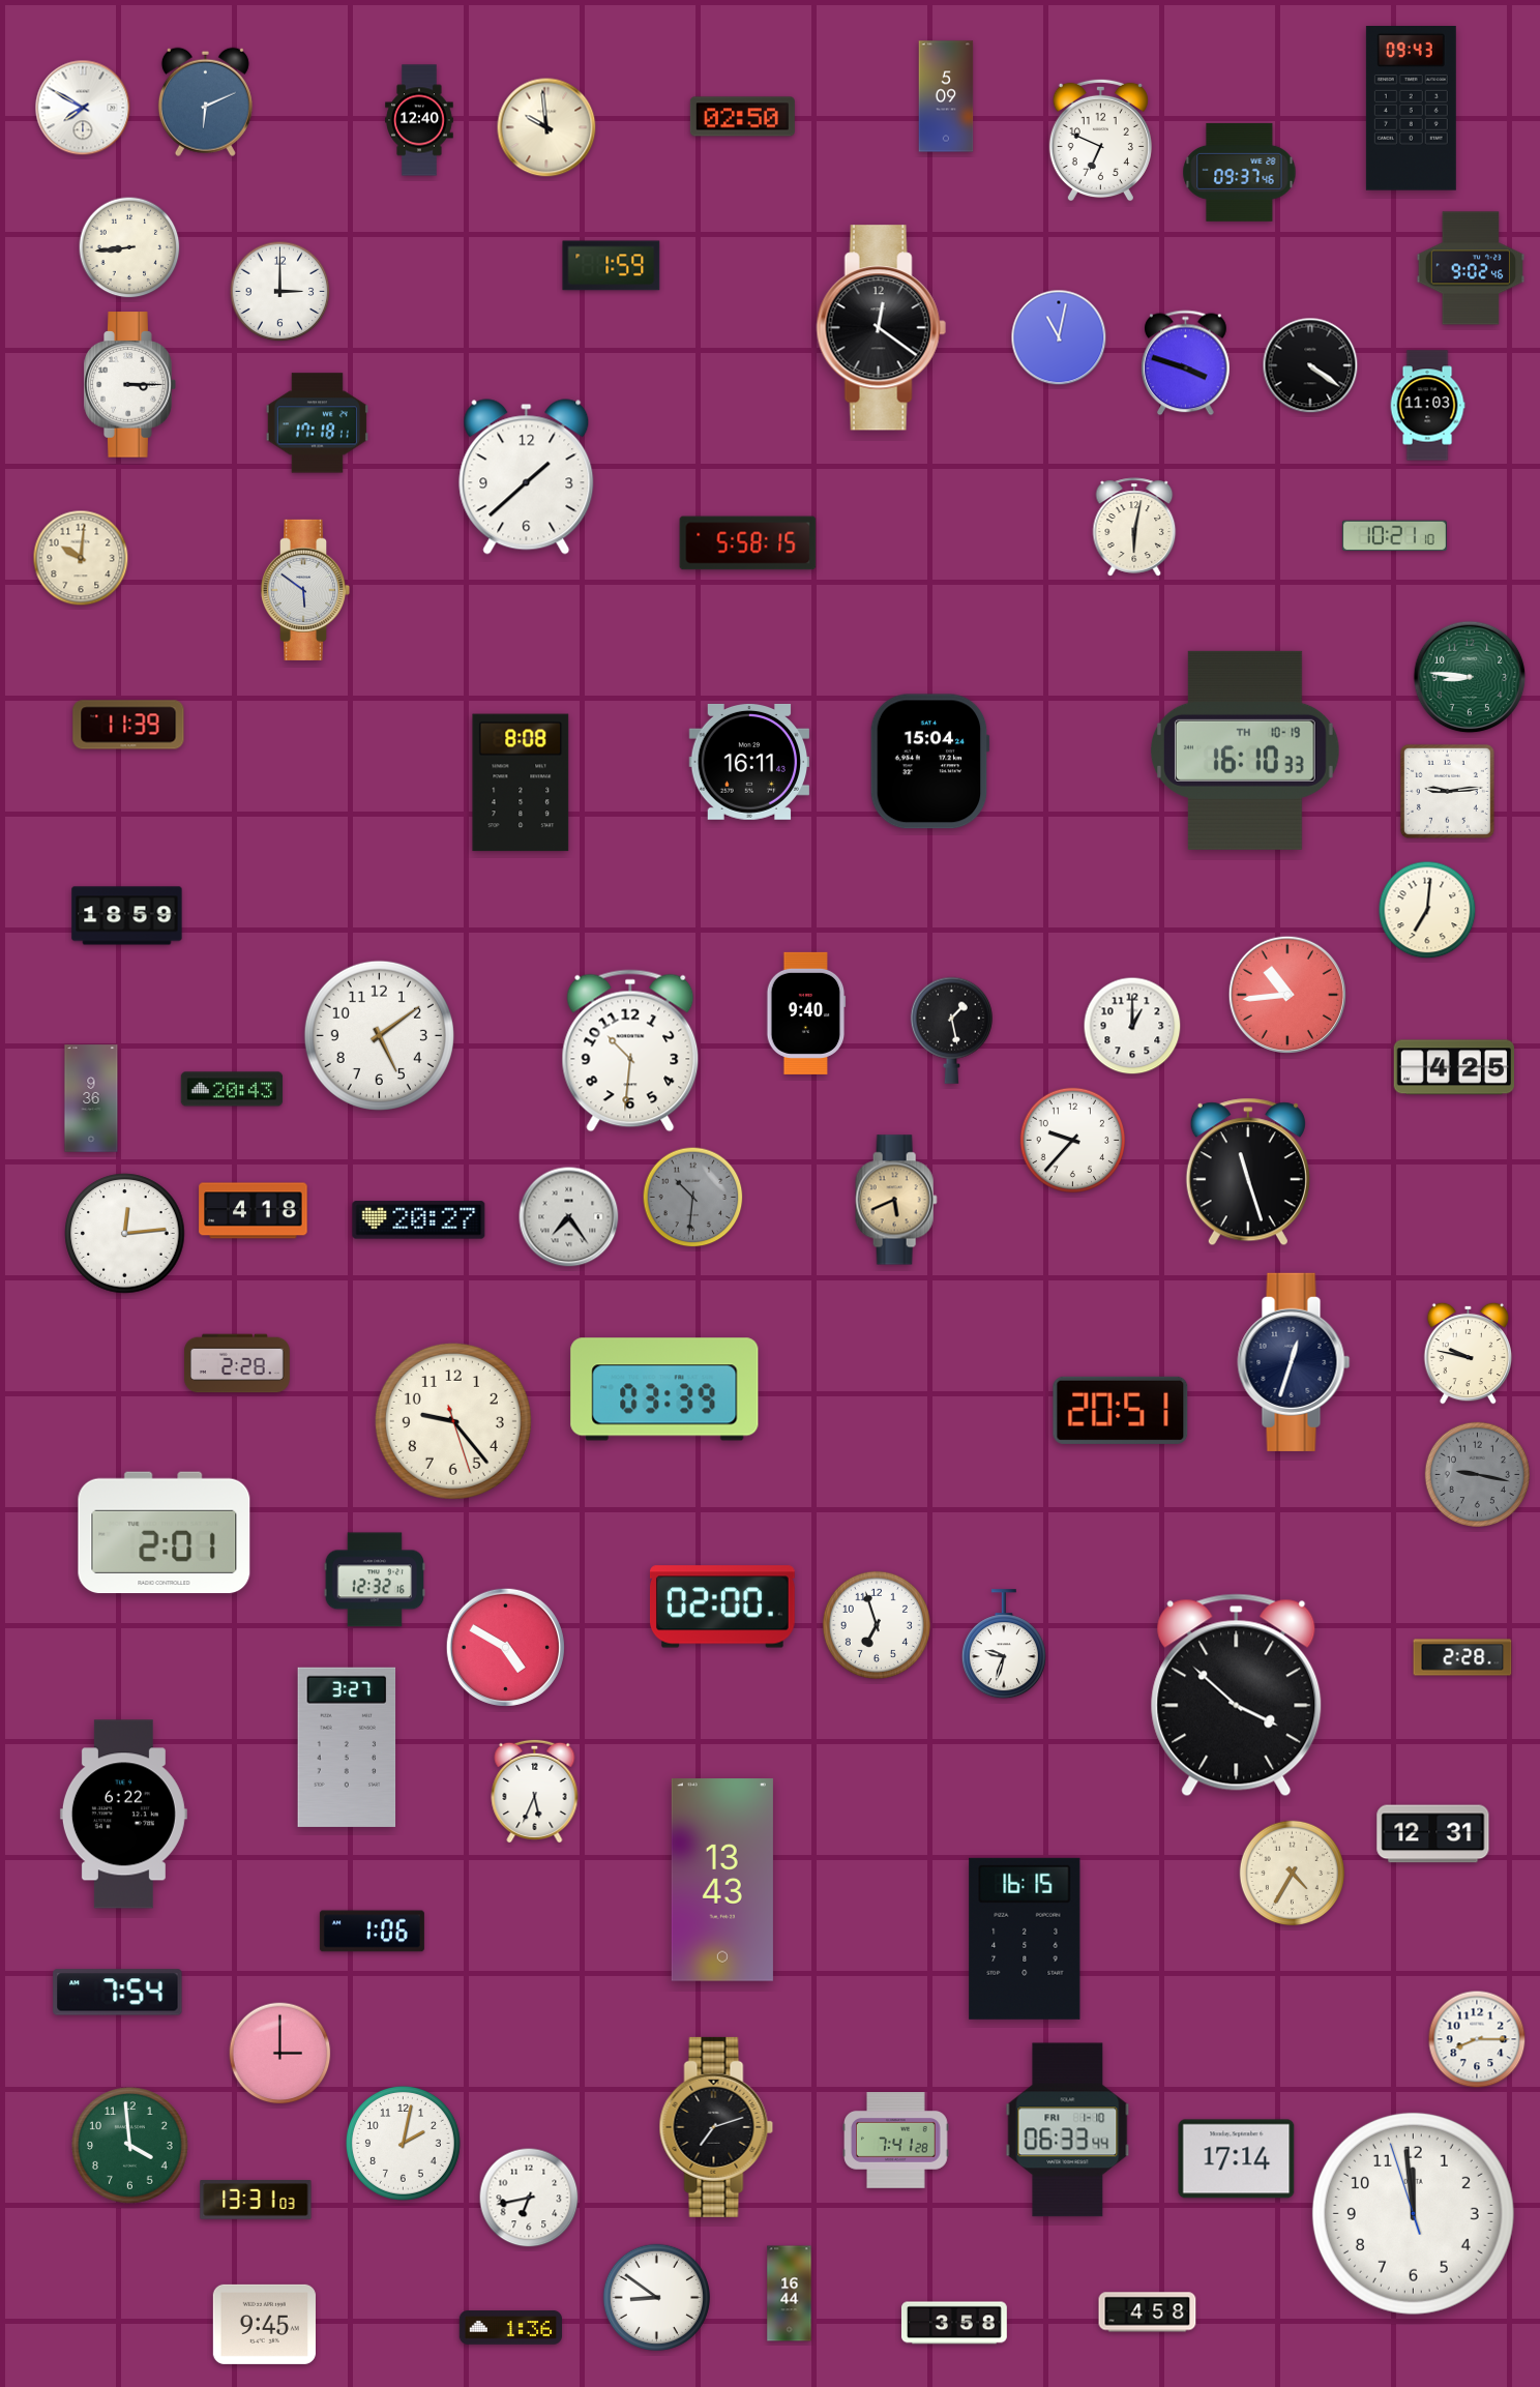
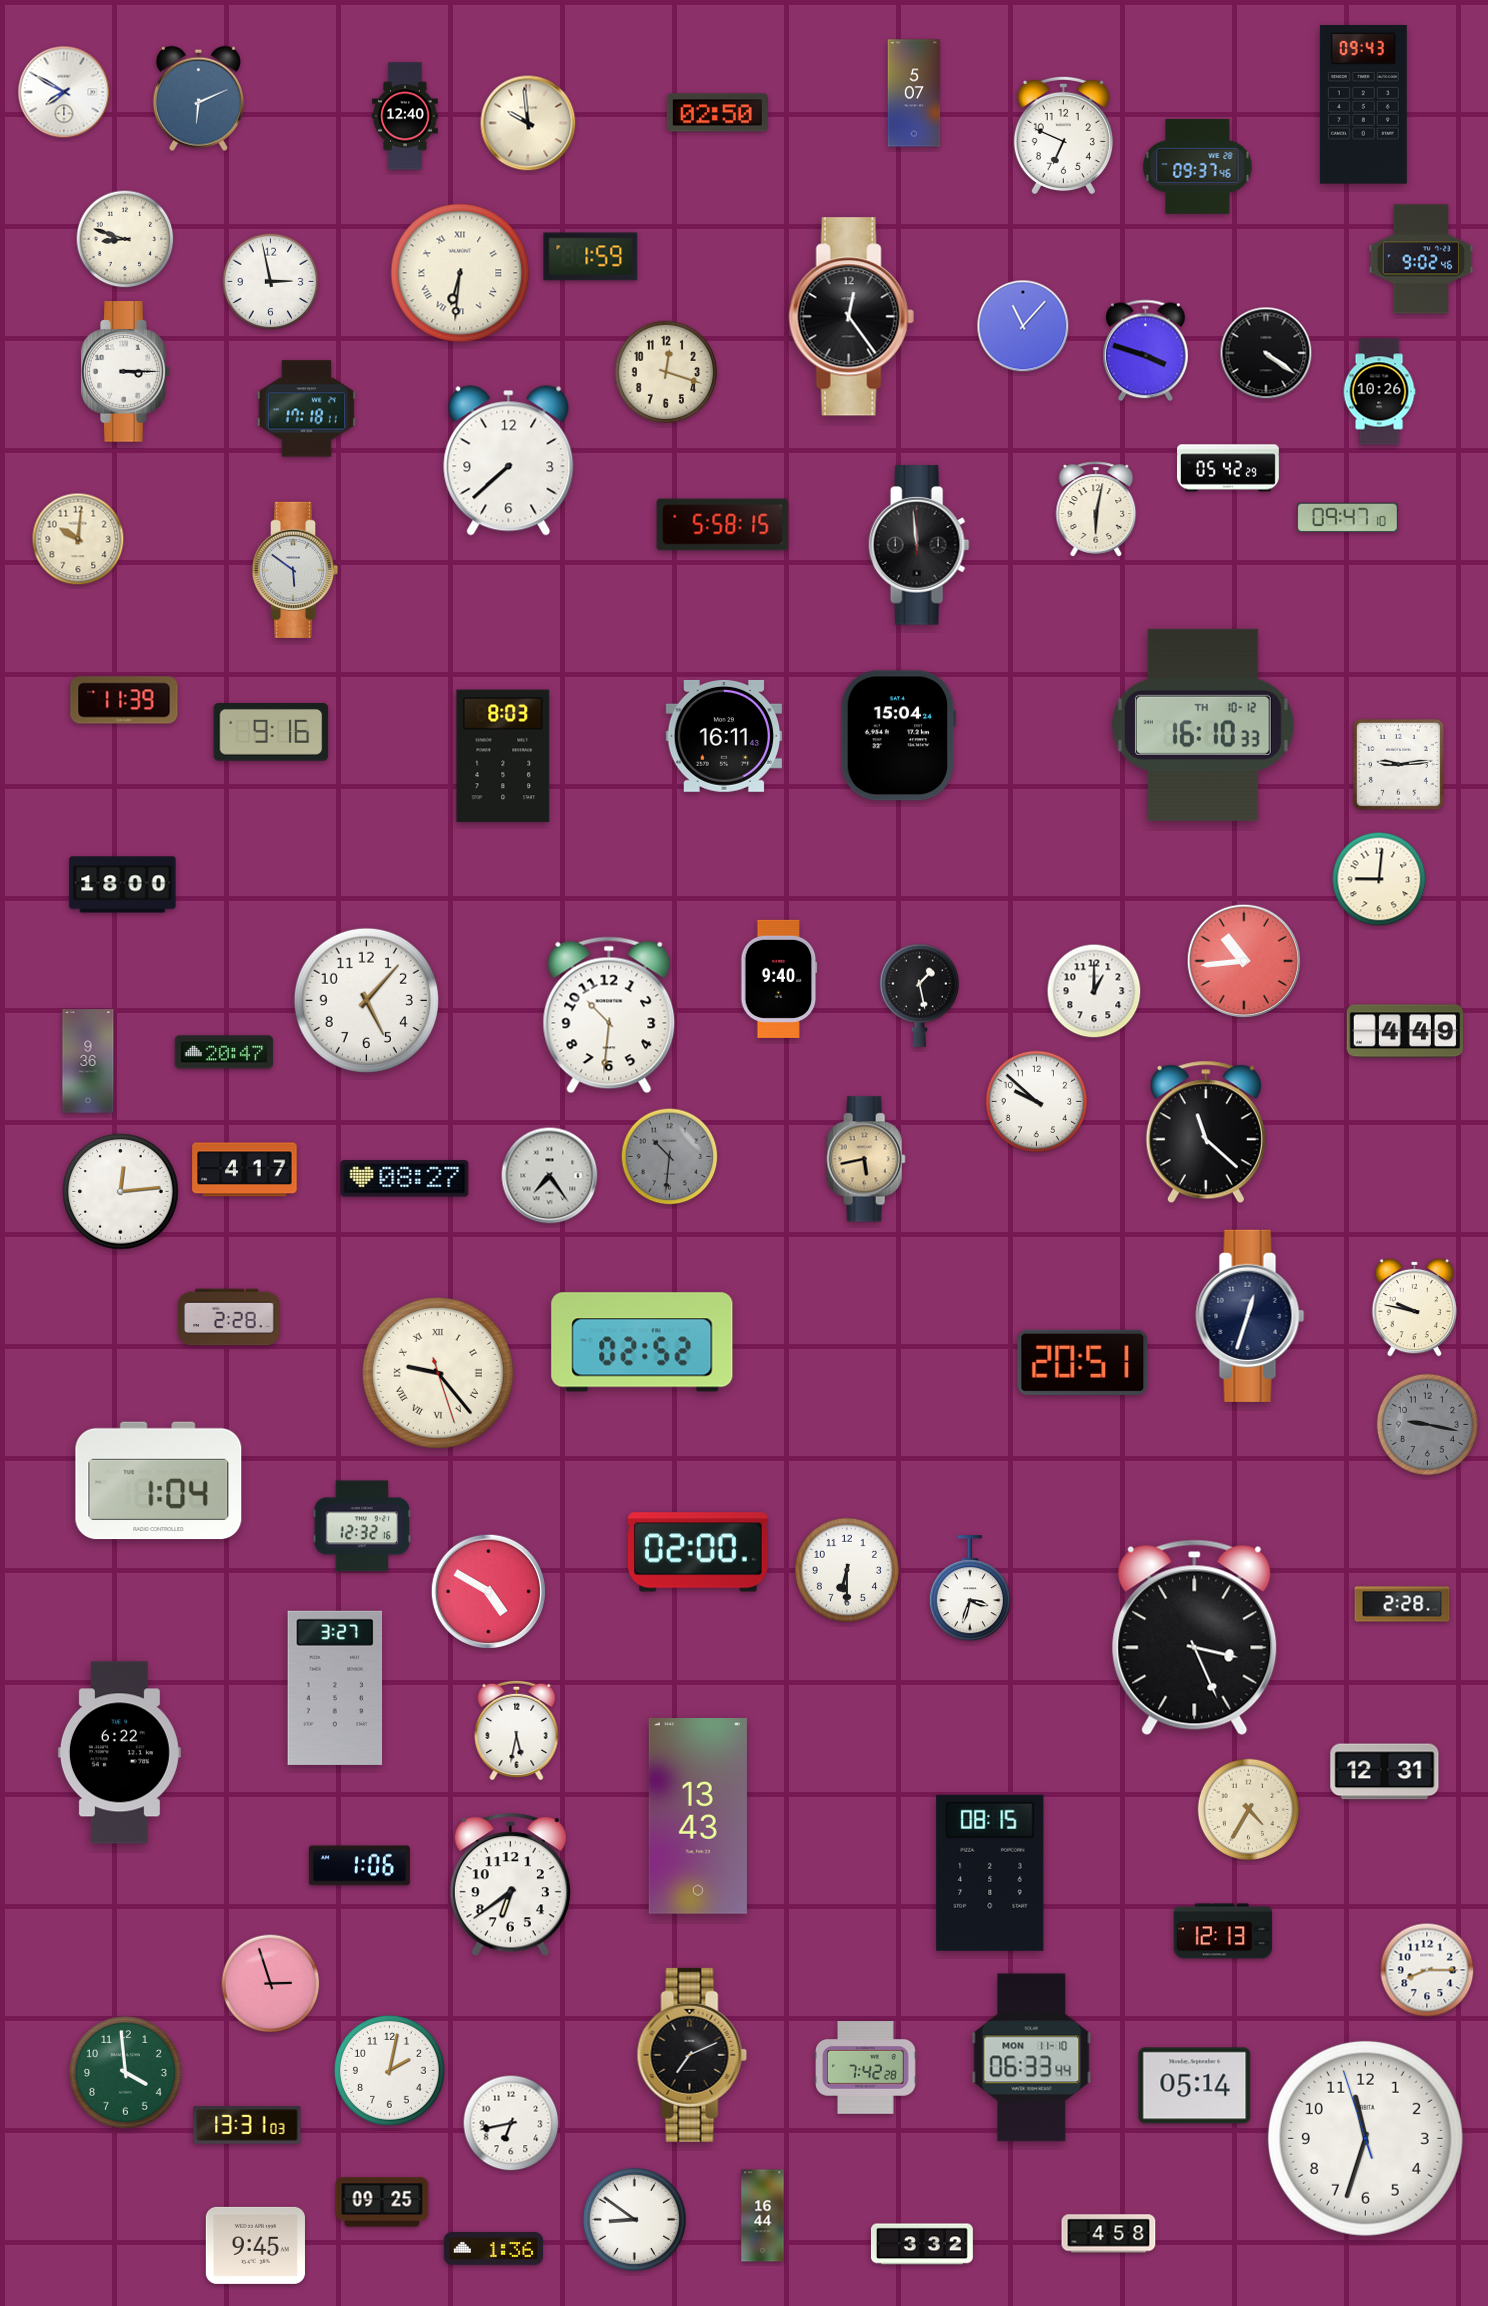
clock at (946, 96): 5:09 -> 5:07
clock at (83, 108) position: (83, 108) -> (64, 92)
clock at (129, 247): 8:44 -> 8:48
clock at (460, 273): none -> 6:31
clock at (280, 292): 3:00 -> 2:58
clock at (881, 328): 12:21 -> 12:24
clock at (1059, 337): 11:02 -> 11:07
clock at (665, 371): none -> 12:18
clock at (1427, 406): 11:03 -> 10:26
clock at (527, 477): 1:38 -> 7:38
clock at (1229, 468): none -> 05:42
clock at (1394, 536): 10:21 -> 09:47
clock at (919, 545): none -> 11:59
clock at (1470, 677): 8:46 -> none
clock at (1245, 750) date: TH 10-19 -> TH 10-12
clock at (271, 733): none -> 9:16
clock at (521, 783): 8:08 -> 8:03
clock at (1427, 910): 7:01 -> 9:01
clock at (127, 916): 18:59 -> 18:00
clock at (379, 1035): 5:09 -> 5:07
clock at (1454, 1067): 4:25 -> 4:49
clock at (232, 1089): 20:43 -> 20:47
clock at (1072, 1140): 9:37 -> 9:52
clock at (1248, 1172): 11:27 -> 11:22
clock at (896, 1200): 5:41 -> 5:43
clock at (254, 1211): 4:18 -> 4:17
clock at (419, 1220): 20:27 -> 08:27
clock at (1469, 1353) position: (1469, 1353) -> (1415, 1307)
clock at (664, 1389): 03:39 -> 02:52
clock at (453, 1421) numerals: Arabic -> Roman
clock at (165, 1533): 2:01 -> 1:04
clock at (877, 1625): 6:57 -> 6:30
clock at (1004, 1645): 9:33 -> 3:33
clock at (1462, 1657) position: (1462, 1657) -> (1402, 1604)
clock at (1237, 1696): 3:52 -> 3:26
clock at (535, 1791): 5:34 -> 5:32
clock at (1025, 1939): 16:15 -> 08:15
clock at (510, 1885): none -> 6:39
clock at (118, 1993): 7:54 -> none
clock at (1223, 1931): none -> 12:13
clock at (280, 2054): 3:00 -> 2:57
clock at (716, 2127): 7:12 -> 7:11
clock at (1068, 2130) date: FRI 1-10 -> MON 11-10
clock at (896, 2141): 7:41 -> 7:42
clock at (1237, 2159): 17:14 -> 05:14
clock at (1413, 2213): 11:58 -> 11:32
clock at (382, 2202): none -> 09:25
clock at (954, 2323): 3:58 -> 3:32
